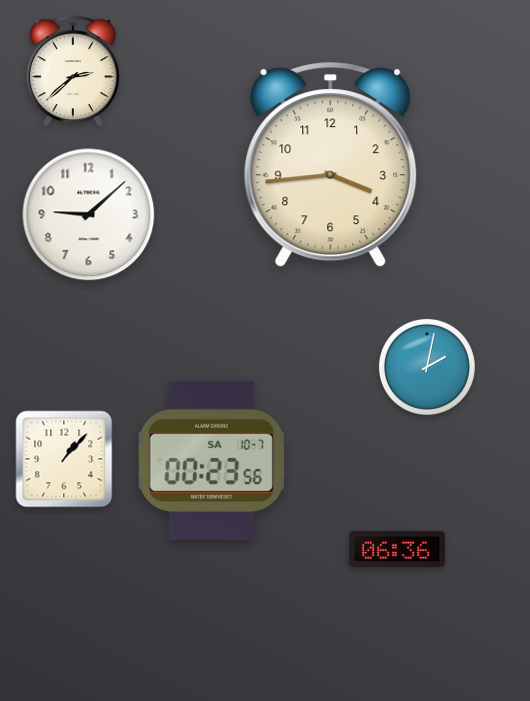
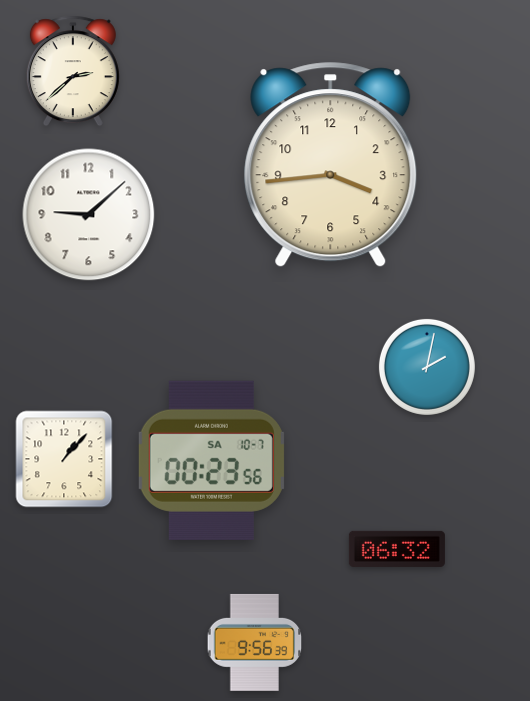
clock at (397, 549): 06:36 -> 06:32
clock at (255, 642): none -> 9:56
